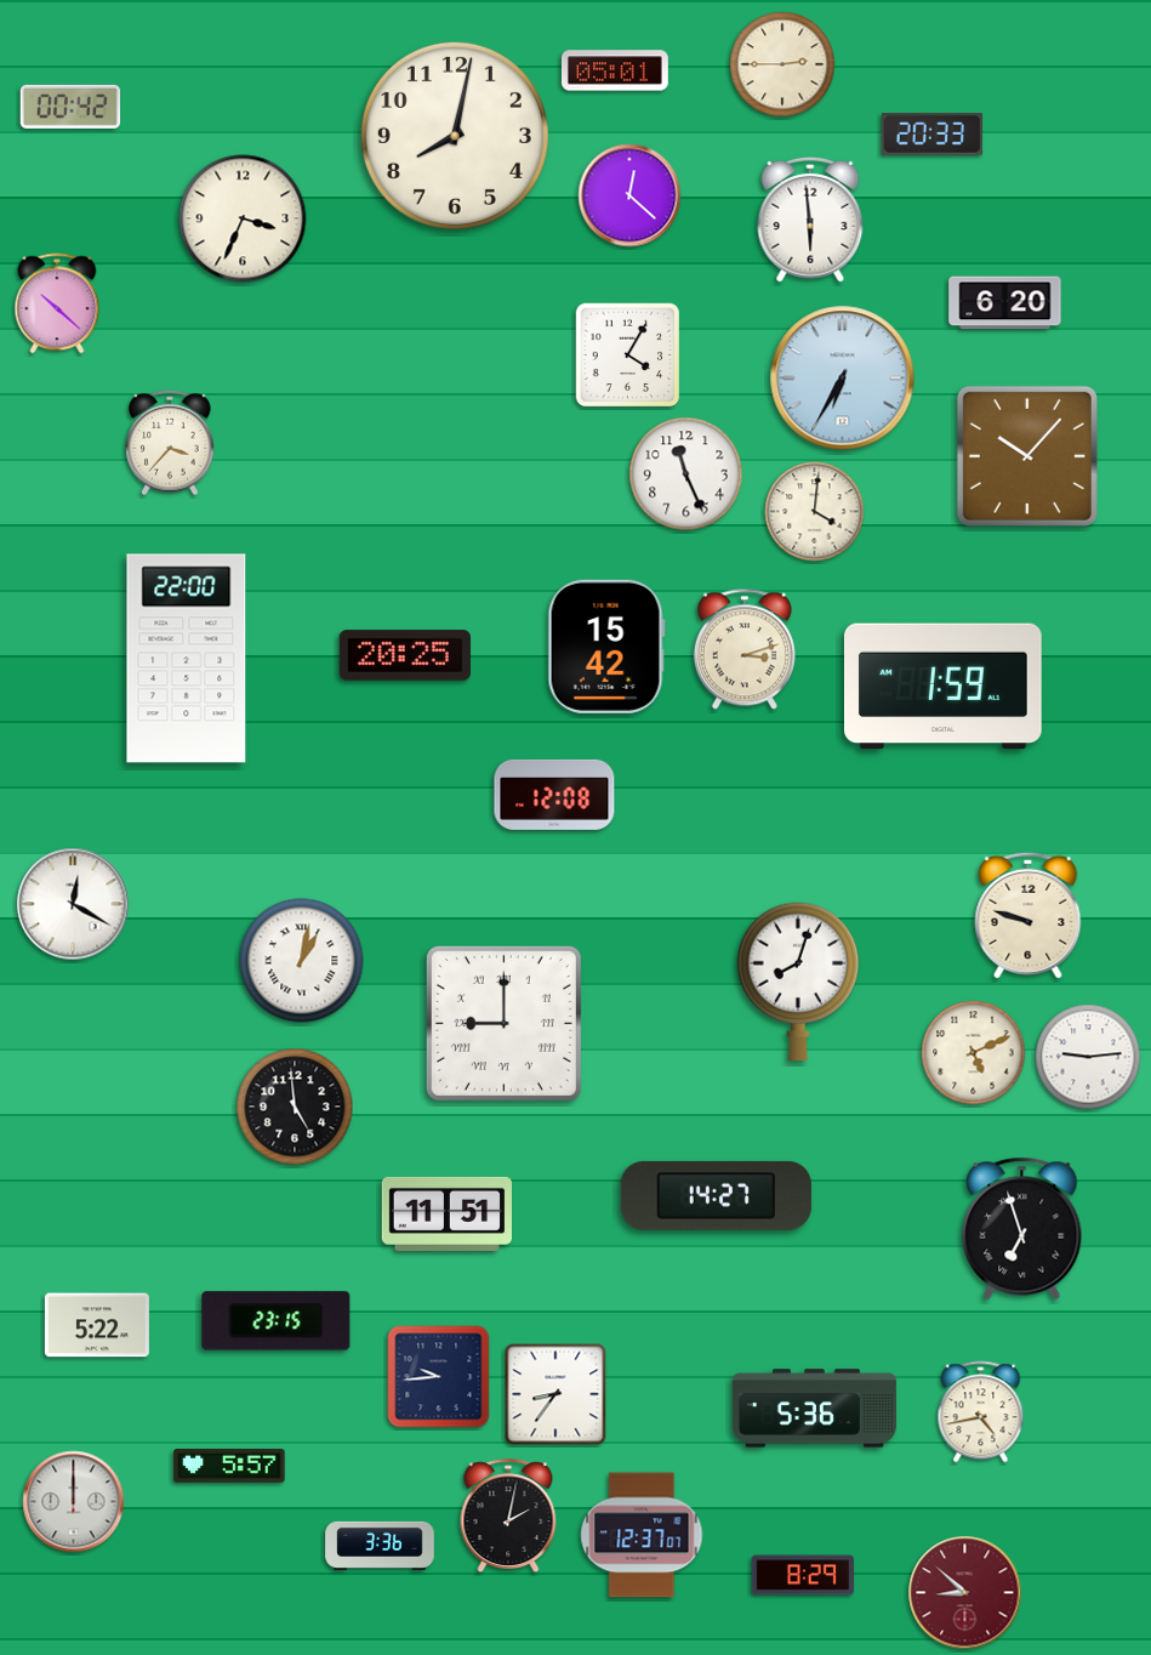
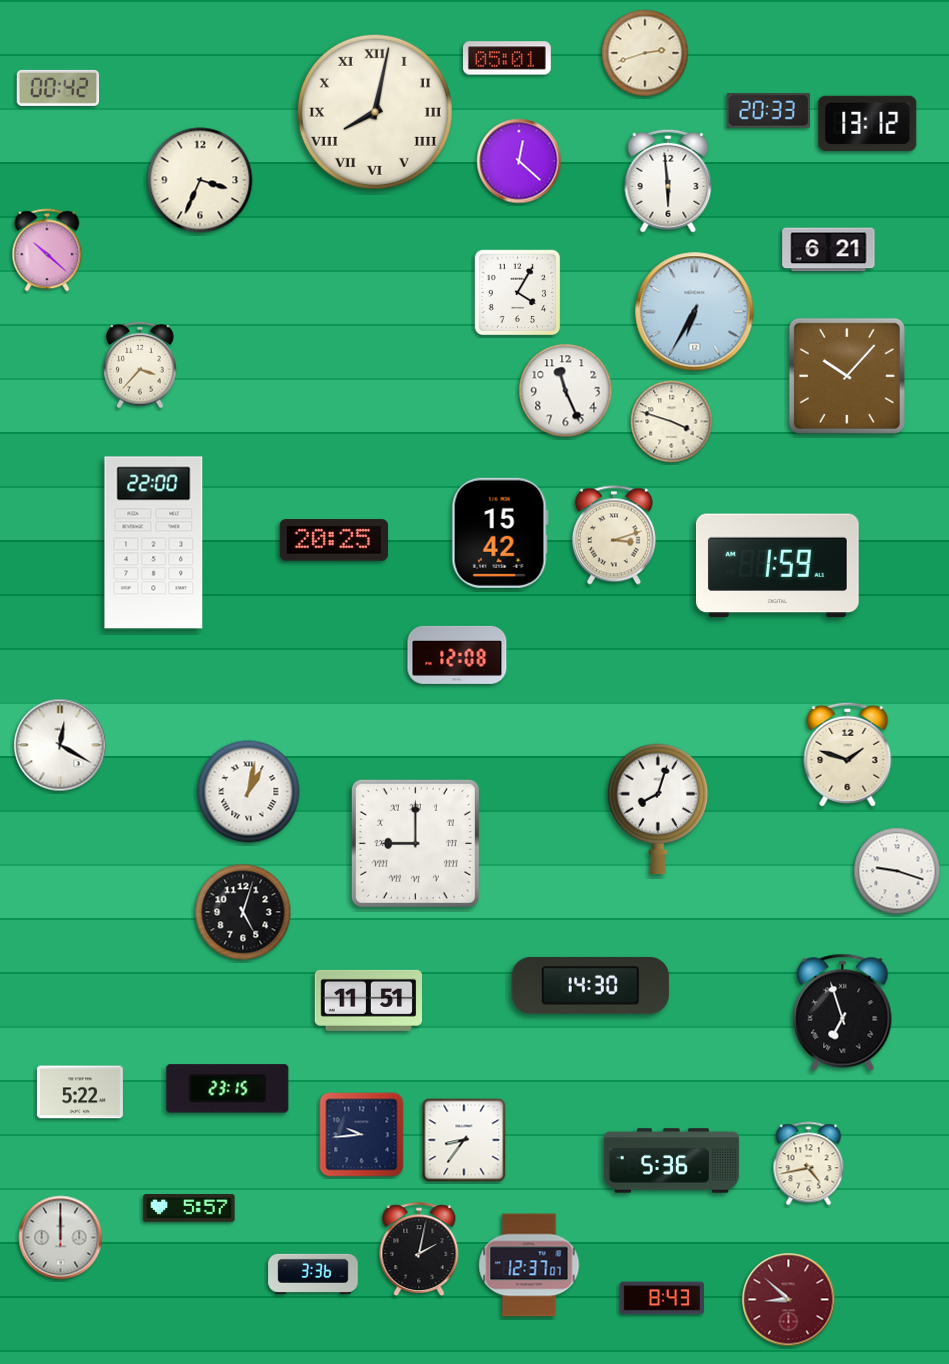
clock at (782, 64): 2:45 -> 2:42
clock at (455, 136) numerals: Arabic -> Roman
clock at (868, 123): none -> 13:12
clock at (1005, 303): 6:20 -> 6:21
clock at (815, 512): 4:01 -> 3:48
clock at (1029, 915): 9:48 -> 1:48
clock at (974, 1053): 5:11 -> none
clock at (1088, 1057): 9:14 -> 9:18
clock at (295, 1107): 4:59 -> 5:03
clock at (716, 1195): 14:27 -> 14:30
clock at (555, 1394) position: (555, 1394) -> (464, 1140)
clock at (803, 1575): 8:29 -> 8:43
clock at (965, 1593) position: (965, 1593) -> (789, 1300)
